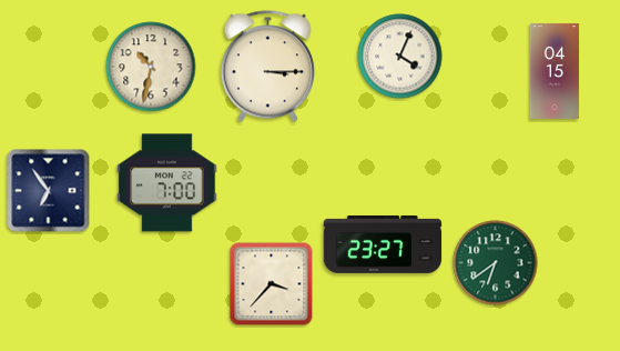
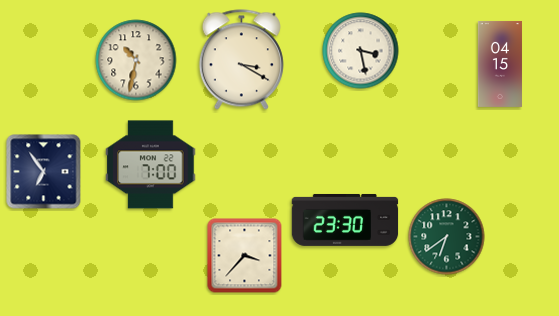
clock at (400, 57): 4:04 -> 3:28
clock at (267, 67): 3:15 -> 3:20
clock at (383, 244): 23:27 -> 23:30
